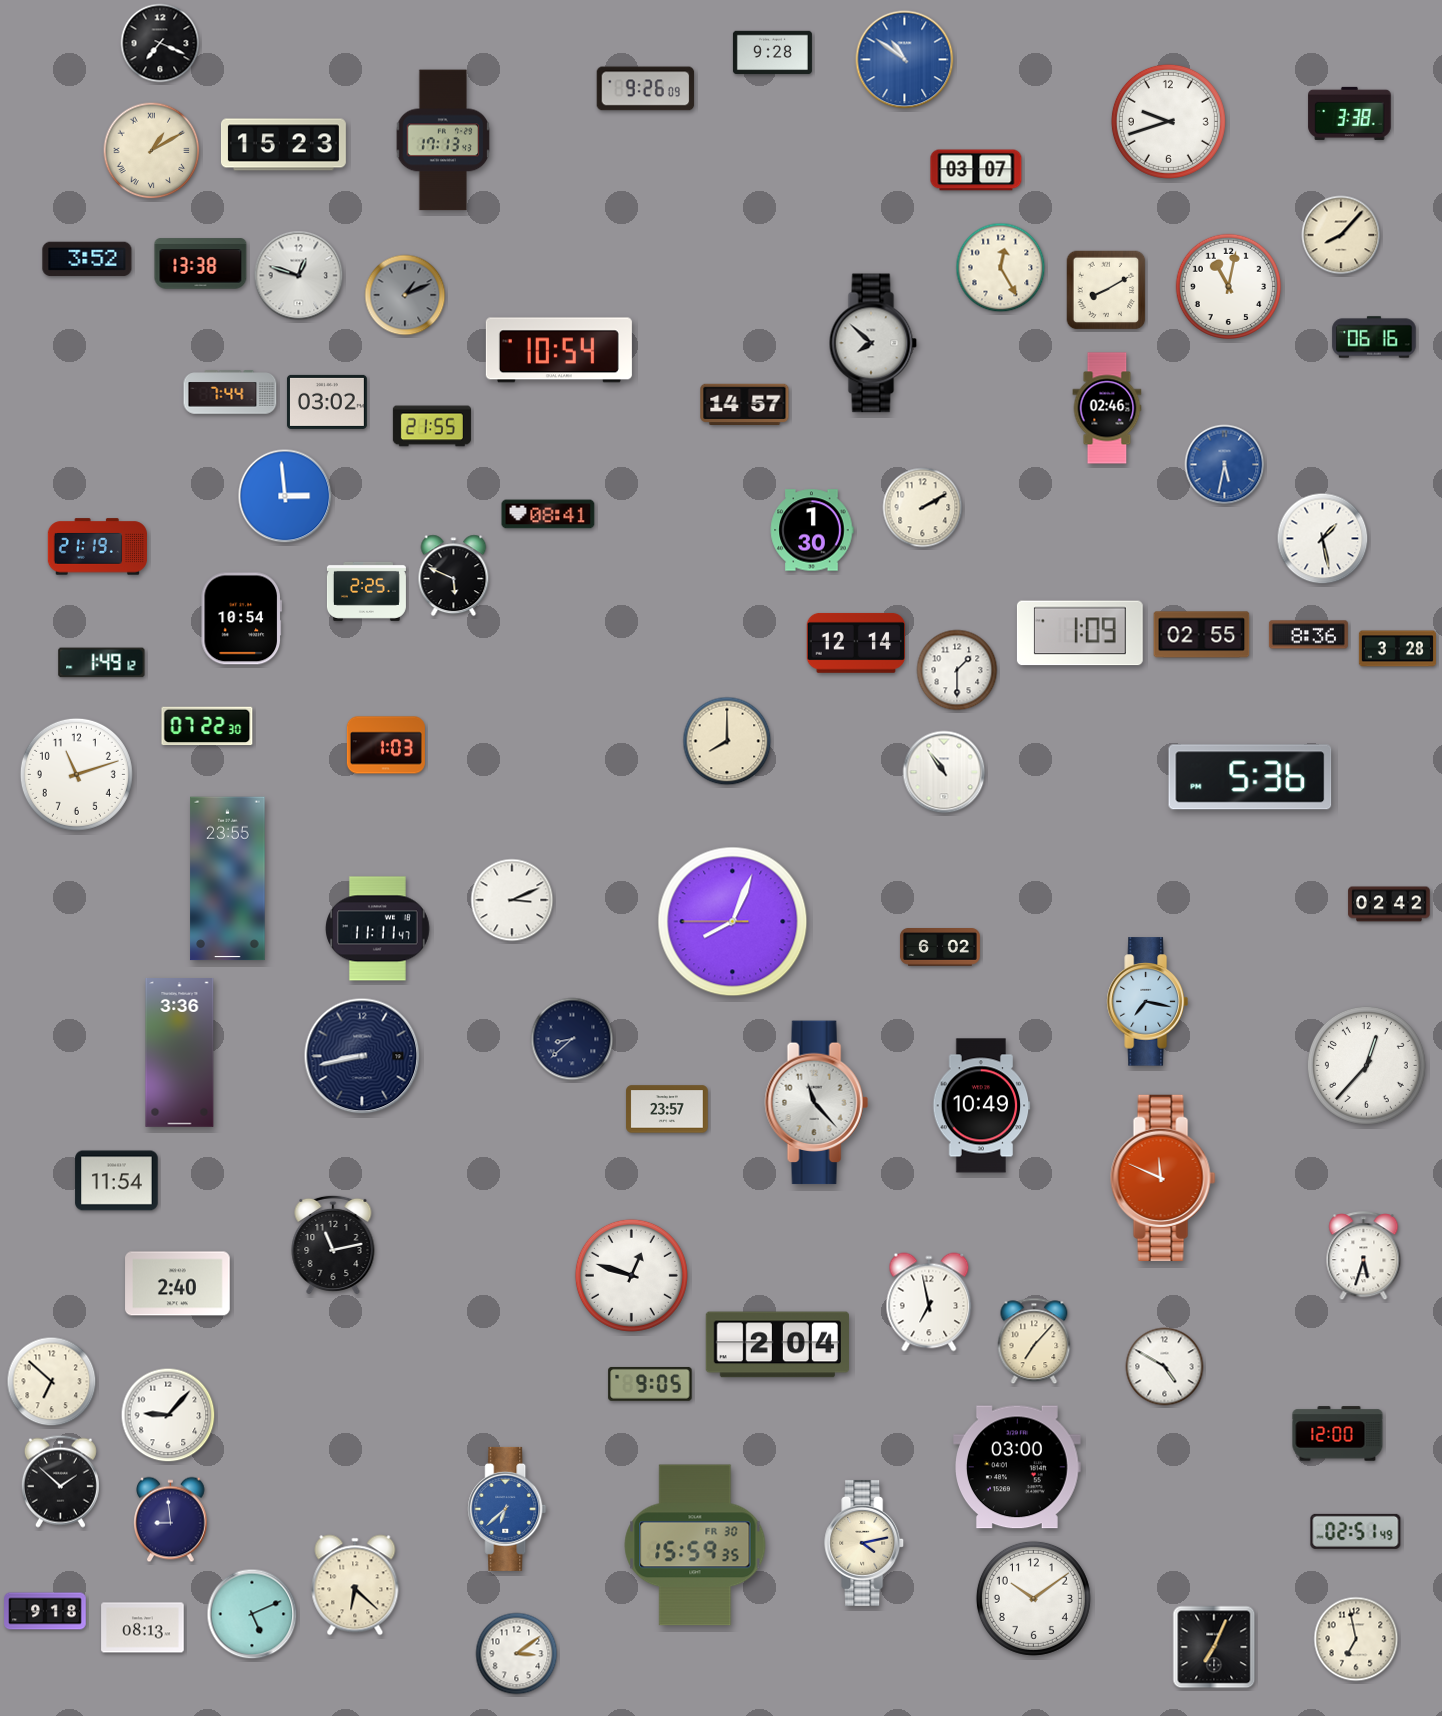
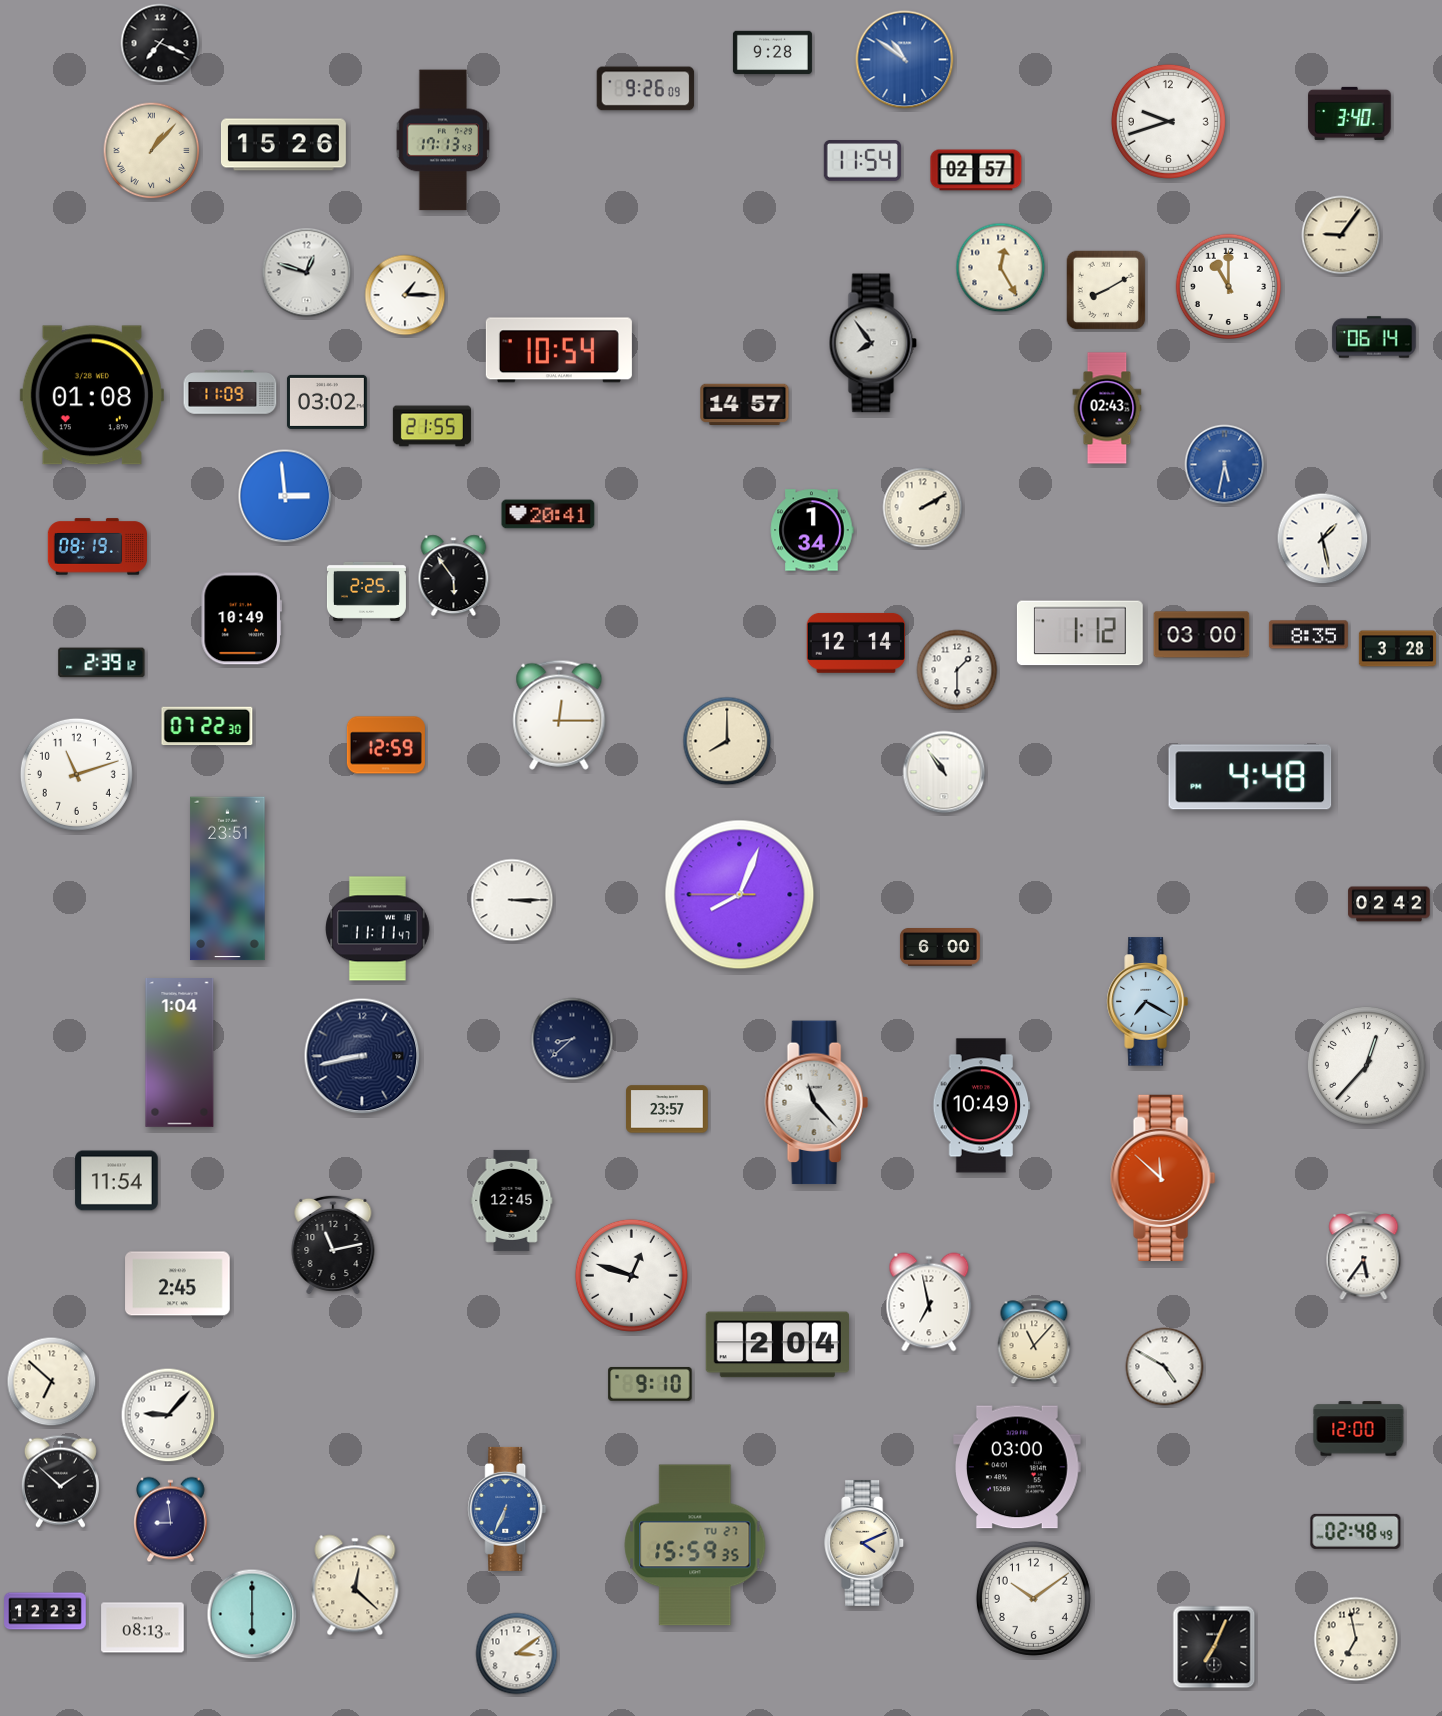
clock at (1350, 113): 3:38 -> 3:40
clock at (283, 145): 15:23 -> 15:26
clock at (152, 151): 1:10 -> 1:07
clock at (862, 161): none -> 11:54
clock at (976, 170): 03:07 -> 02:57
clock at (1341, 235): 8:07 -> 9:06
clock at (87, 259): 3:52 -> none
clock at (201, 264): 13:38 -> none
clock at (299, 276) position: (299, 276) -> (307, 273)
clock at (1228, 286): 11:02 -> 11:00
clock at (405, 295): 1:11 -> 1:15
clock at (405, 295) dial: grey -> white
clock at (1374, 337): 06:16 -> 06:14
clock at (873, 343): 7:52 -> 7:54
clock at (230, 392): 7:44 -> 11:09
clock at (92, 395): none -> 01:08
clock at (1107, 408): 02:46 -> 02:43
clock at (548, 514): 08:41 -> 20:41
clock at (812, 530): 1:30 -> 1:34
clock at (97, 547): 21:19 -> 08:19
clock at (454, 576): 5:49 -> 5:54
clock at (241, 619): 10:54 -> 10:49
clock at (1080, 633): 1:09 -> 1:12
clock at (1202, 635): 02:55 -> 03:00
clock at (1308, 635): 8:36 -> 8:35
clock at (102, 663): 1:49 -> 2:39
clock at (559, 715): none -> 12:15
clock at (386, 745): 1:03 -> 12:59
clock at (1250, 777): 5:36 -> 4:48
clock at (228, 879): 23:55 -> 23:51
clock at (512, 900): 3:11 -> 3:15
clock at (733, 922) position: (733, 922) -> (740, 895)
clock at (940, 948): 6:02 -> 6:00
clock at (1147, 1002): 7:17 -> 7:20
clock at (180, 1053): 3:36 -> 1:04
clock at (1163, 1178): 11:49 -> 11:52
clock at (512, 1200): none -> 12:45
clock at (1364, 1256): 5:33 -> 5:36
clock at (178, 1284): 2:40 -> 2:45
clock at (1034, 1341): 7:07 -> 11:07
clock at (650, 1384): 9:05 -> 9:10
clock at (1338, 1434) position: (1338, 1434) -> (1359, 1429)
clock at (507, 1509): 6:38 -> 6:34
clock at (1356, 1531): 02:51 -> 02:48
clock at (865, 1543): 4:13 -> 4:11
clock at (695, 1545) date: FR 30 -> TU 27
clock at (355, 1585): 6:22 -> 12:22
clock at (45, 1611): 9:18 -> 12:23
clock at (252, 1614): 5:11 -> 6:00
